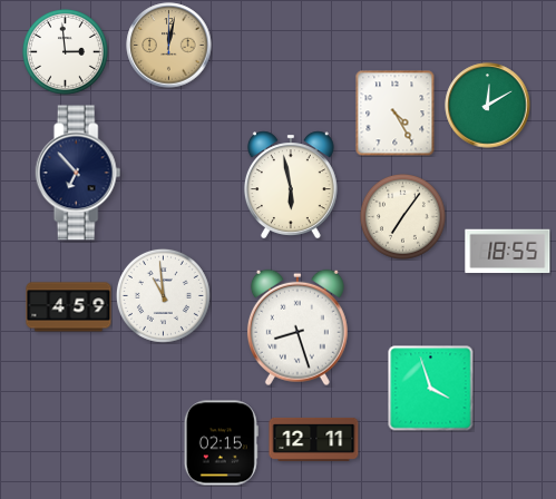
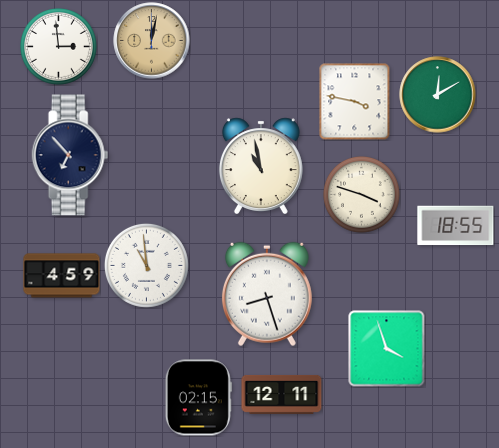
clock at (396, 112): 4:25 -> 3:47
clock at (291, 184): 5:58 -> 10:58
clock at (403, 217): 7:06 -> 3:48
